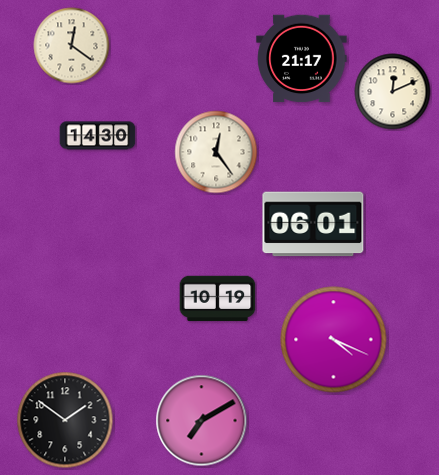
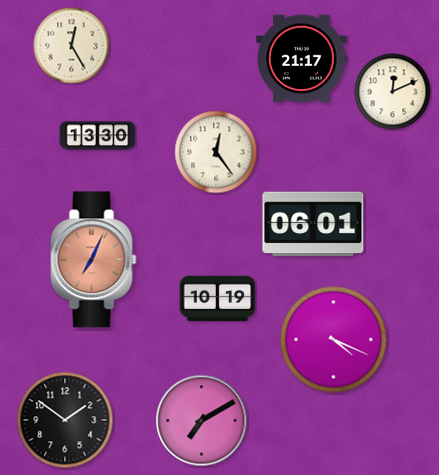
clock at (72, 46): 12:21 -> 12:25
clock at (98, 136): 14:30 -> 13:30
clock at (94, 260): none -> 7:04
